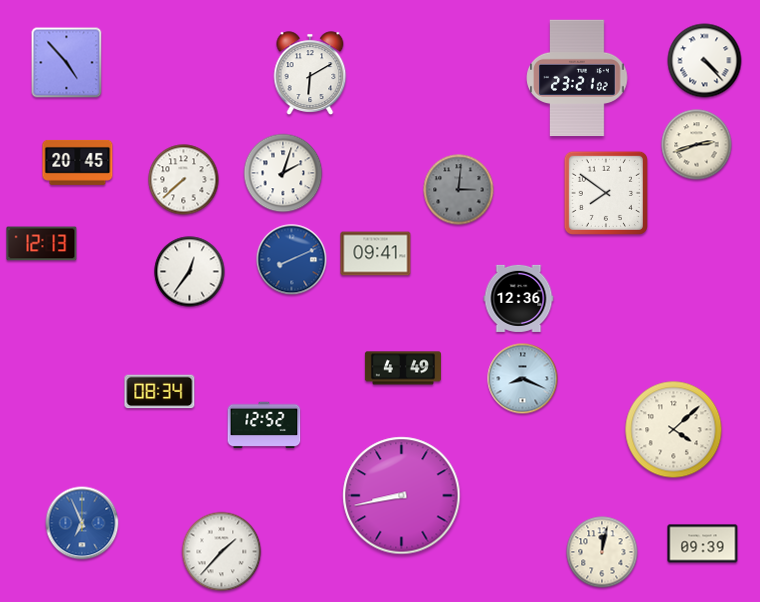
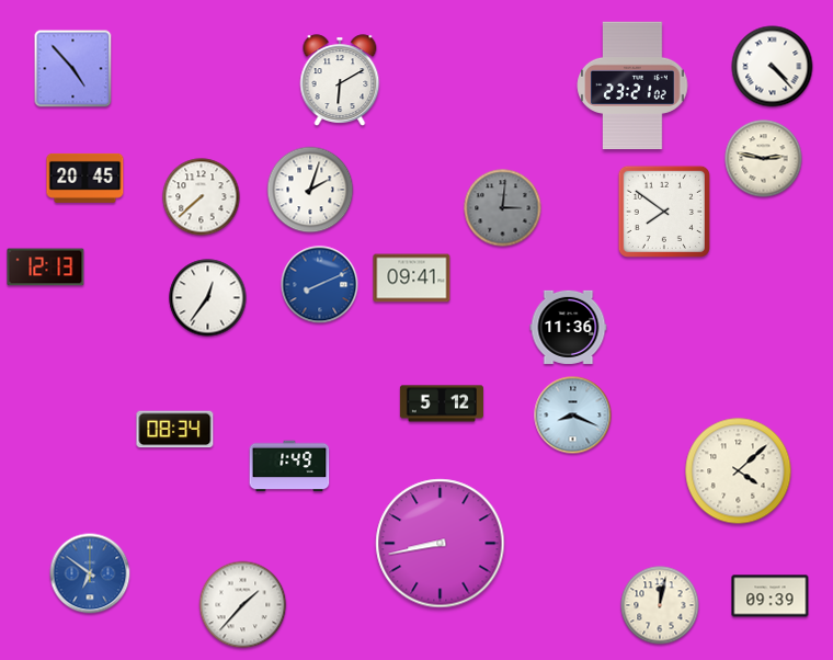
clock at (697, 145): 2:42 -> 2:47
clock at (519, 298): 12:36 -> 11:36
clock at (403, 368): 4:49 -> 5:12
clock at (264, 425): 12:52 -> 1:49
clock at (82, 523): 6:56 -> 6:51
